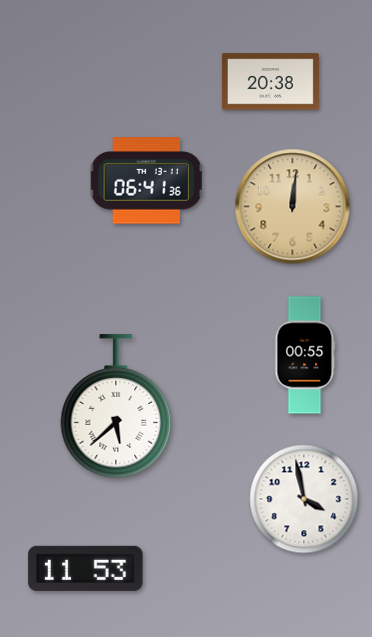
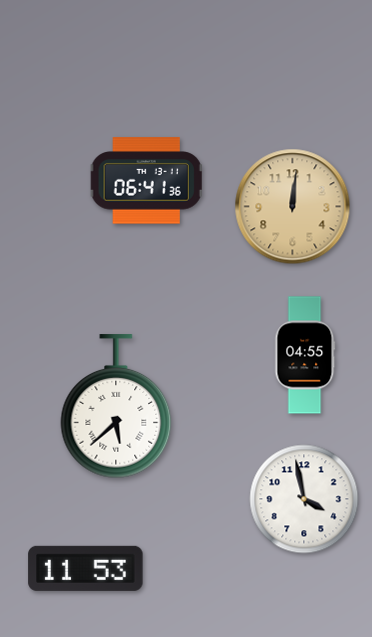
clock at (270, 82): 20:38 -> none
clock at (305, 355): 00:55 -> 04:55
